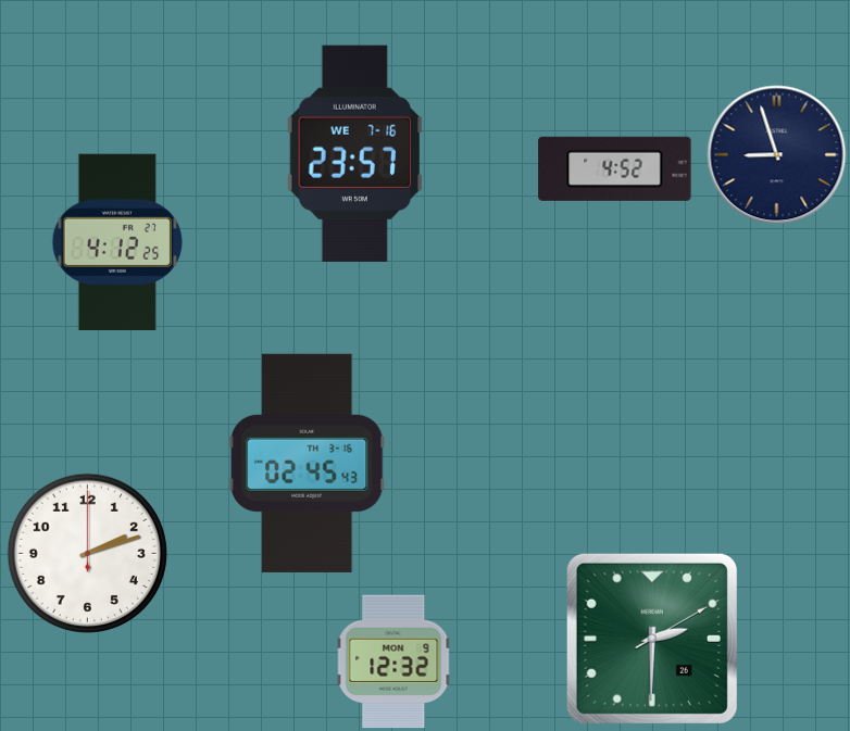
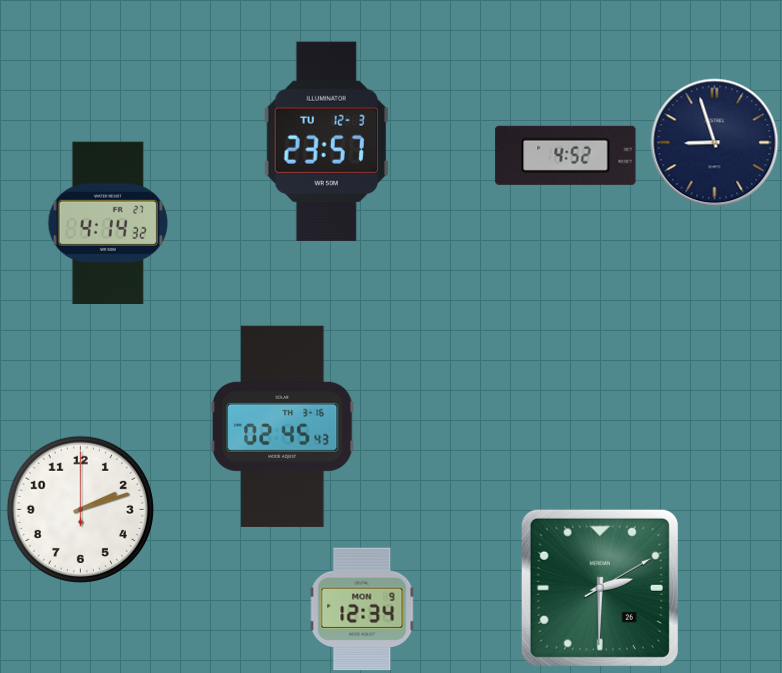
clock at (354, 153) date: WE 7-16 -> TU 12-3
clock at (117, 241): 4:12 -> 4:14
clock at (393, 661): 12:32 -> 12:34
